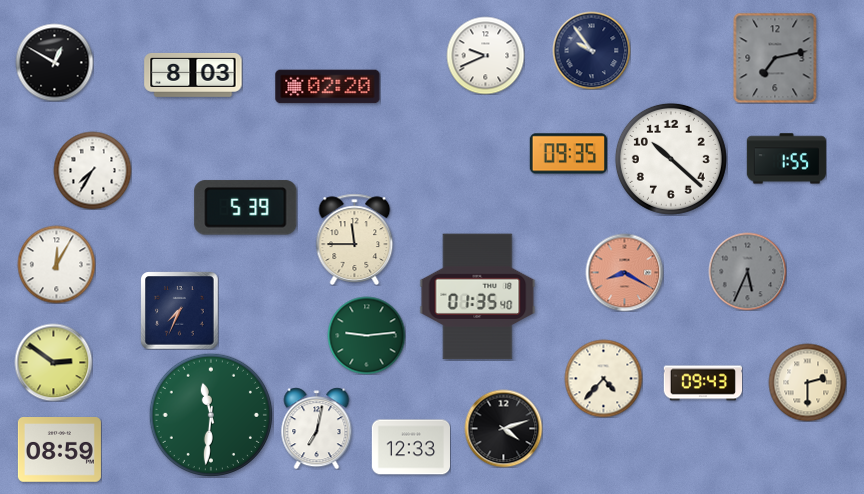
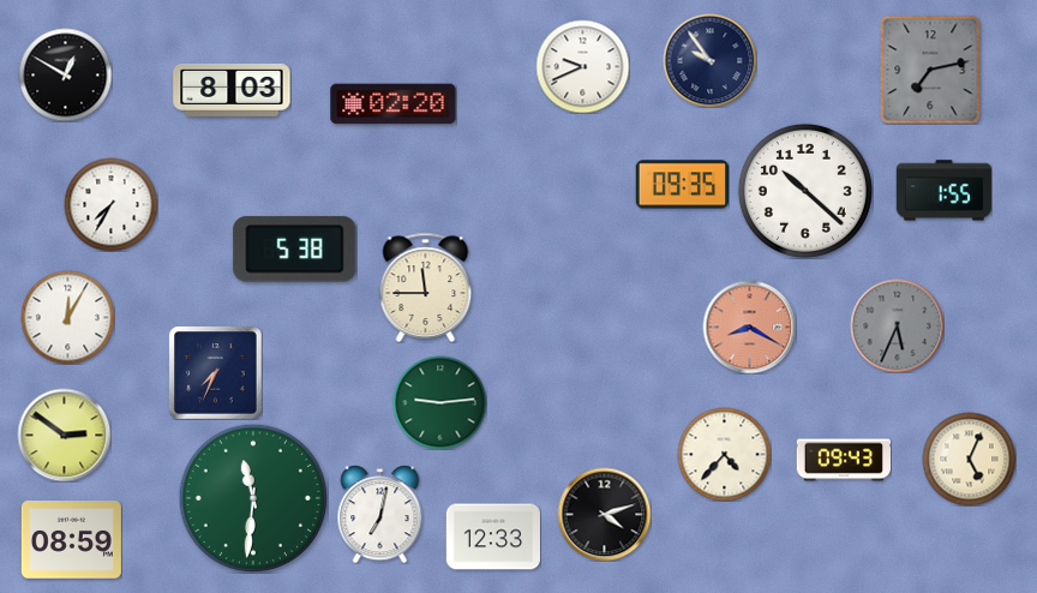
clock at (246, 208): 5:39 -> 5:38
clock at (478, 297): 01:35 -> none
clock at (807, 382): 2:30 -> 5:04
